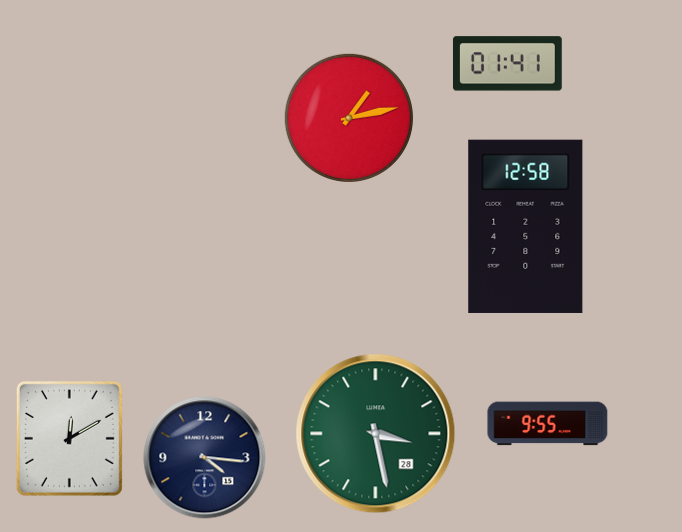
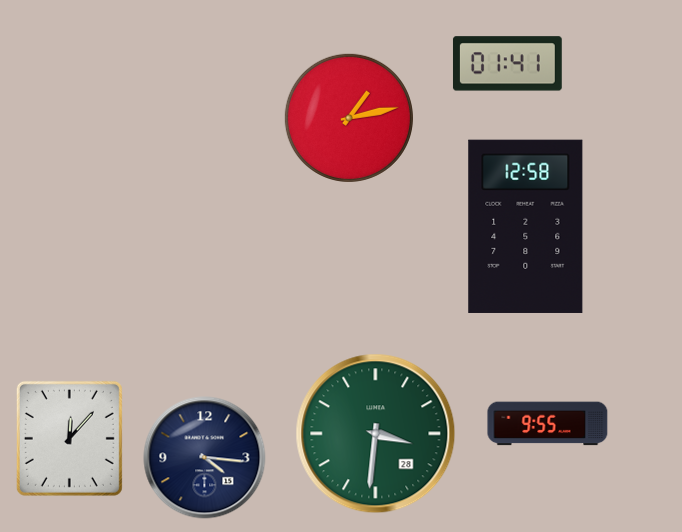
clock at (376, 434): 3:28 -> 3:31
clock at (69, 438): 12:10 -> 12:07
